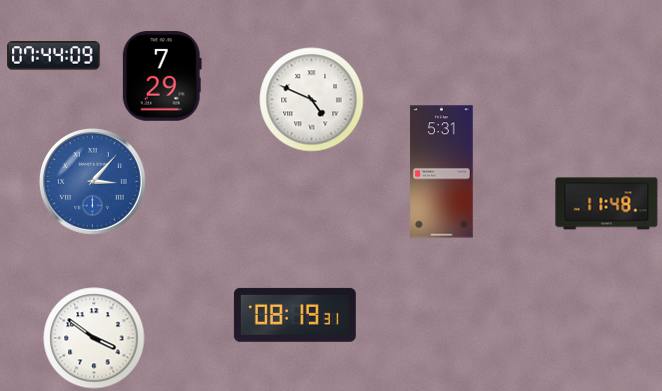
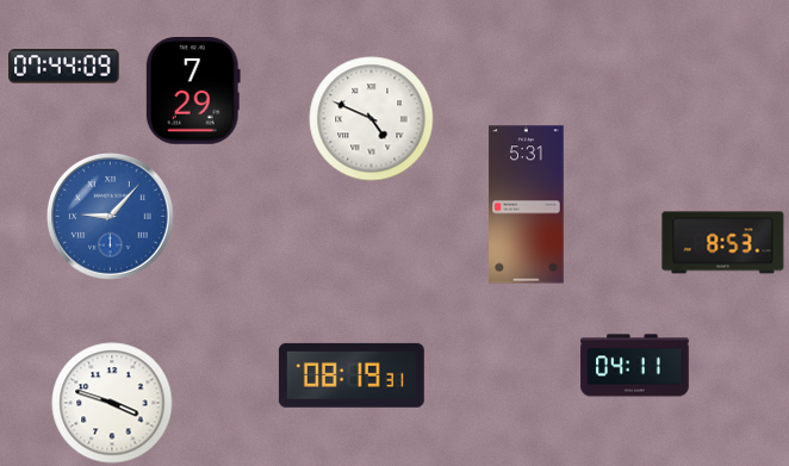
clock at (93, 182): 3:07 -> 9:07
clock at (607, 204): 11:48 -> 8:53
clock at (635, 366): none -> 04:11
clock at (94, 338): 3:51 -> 3:48
